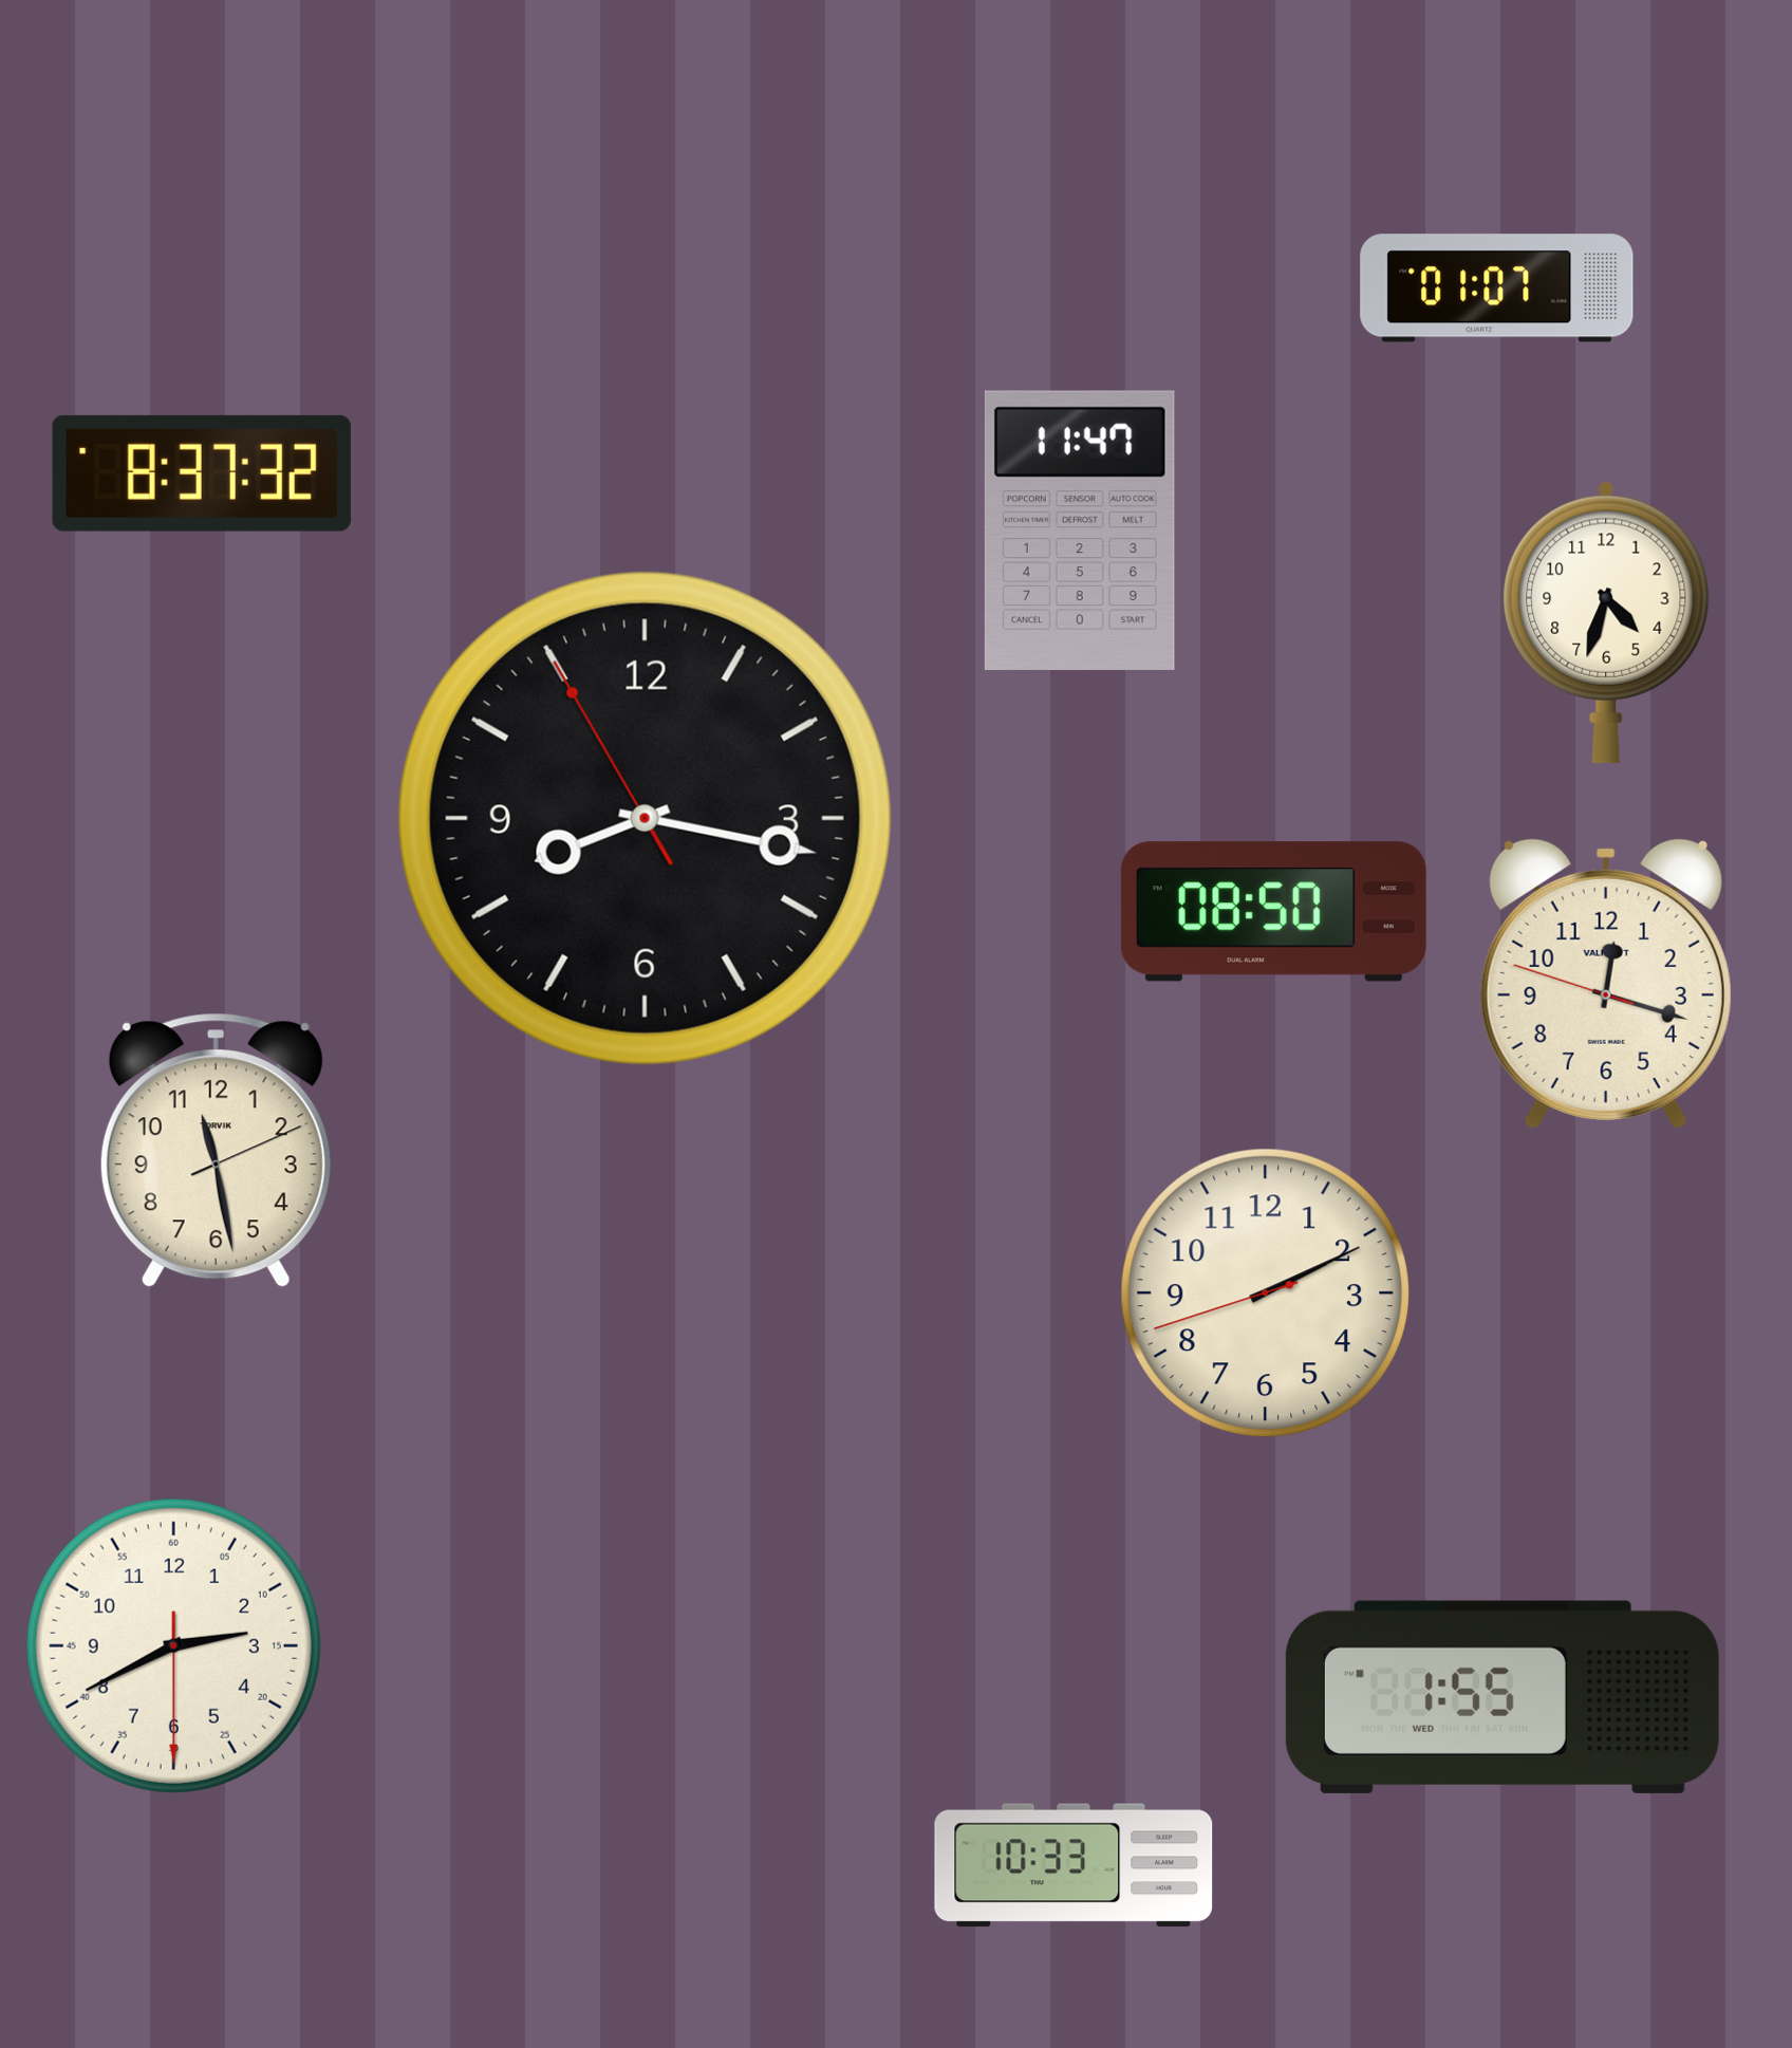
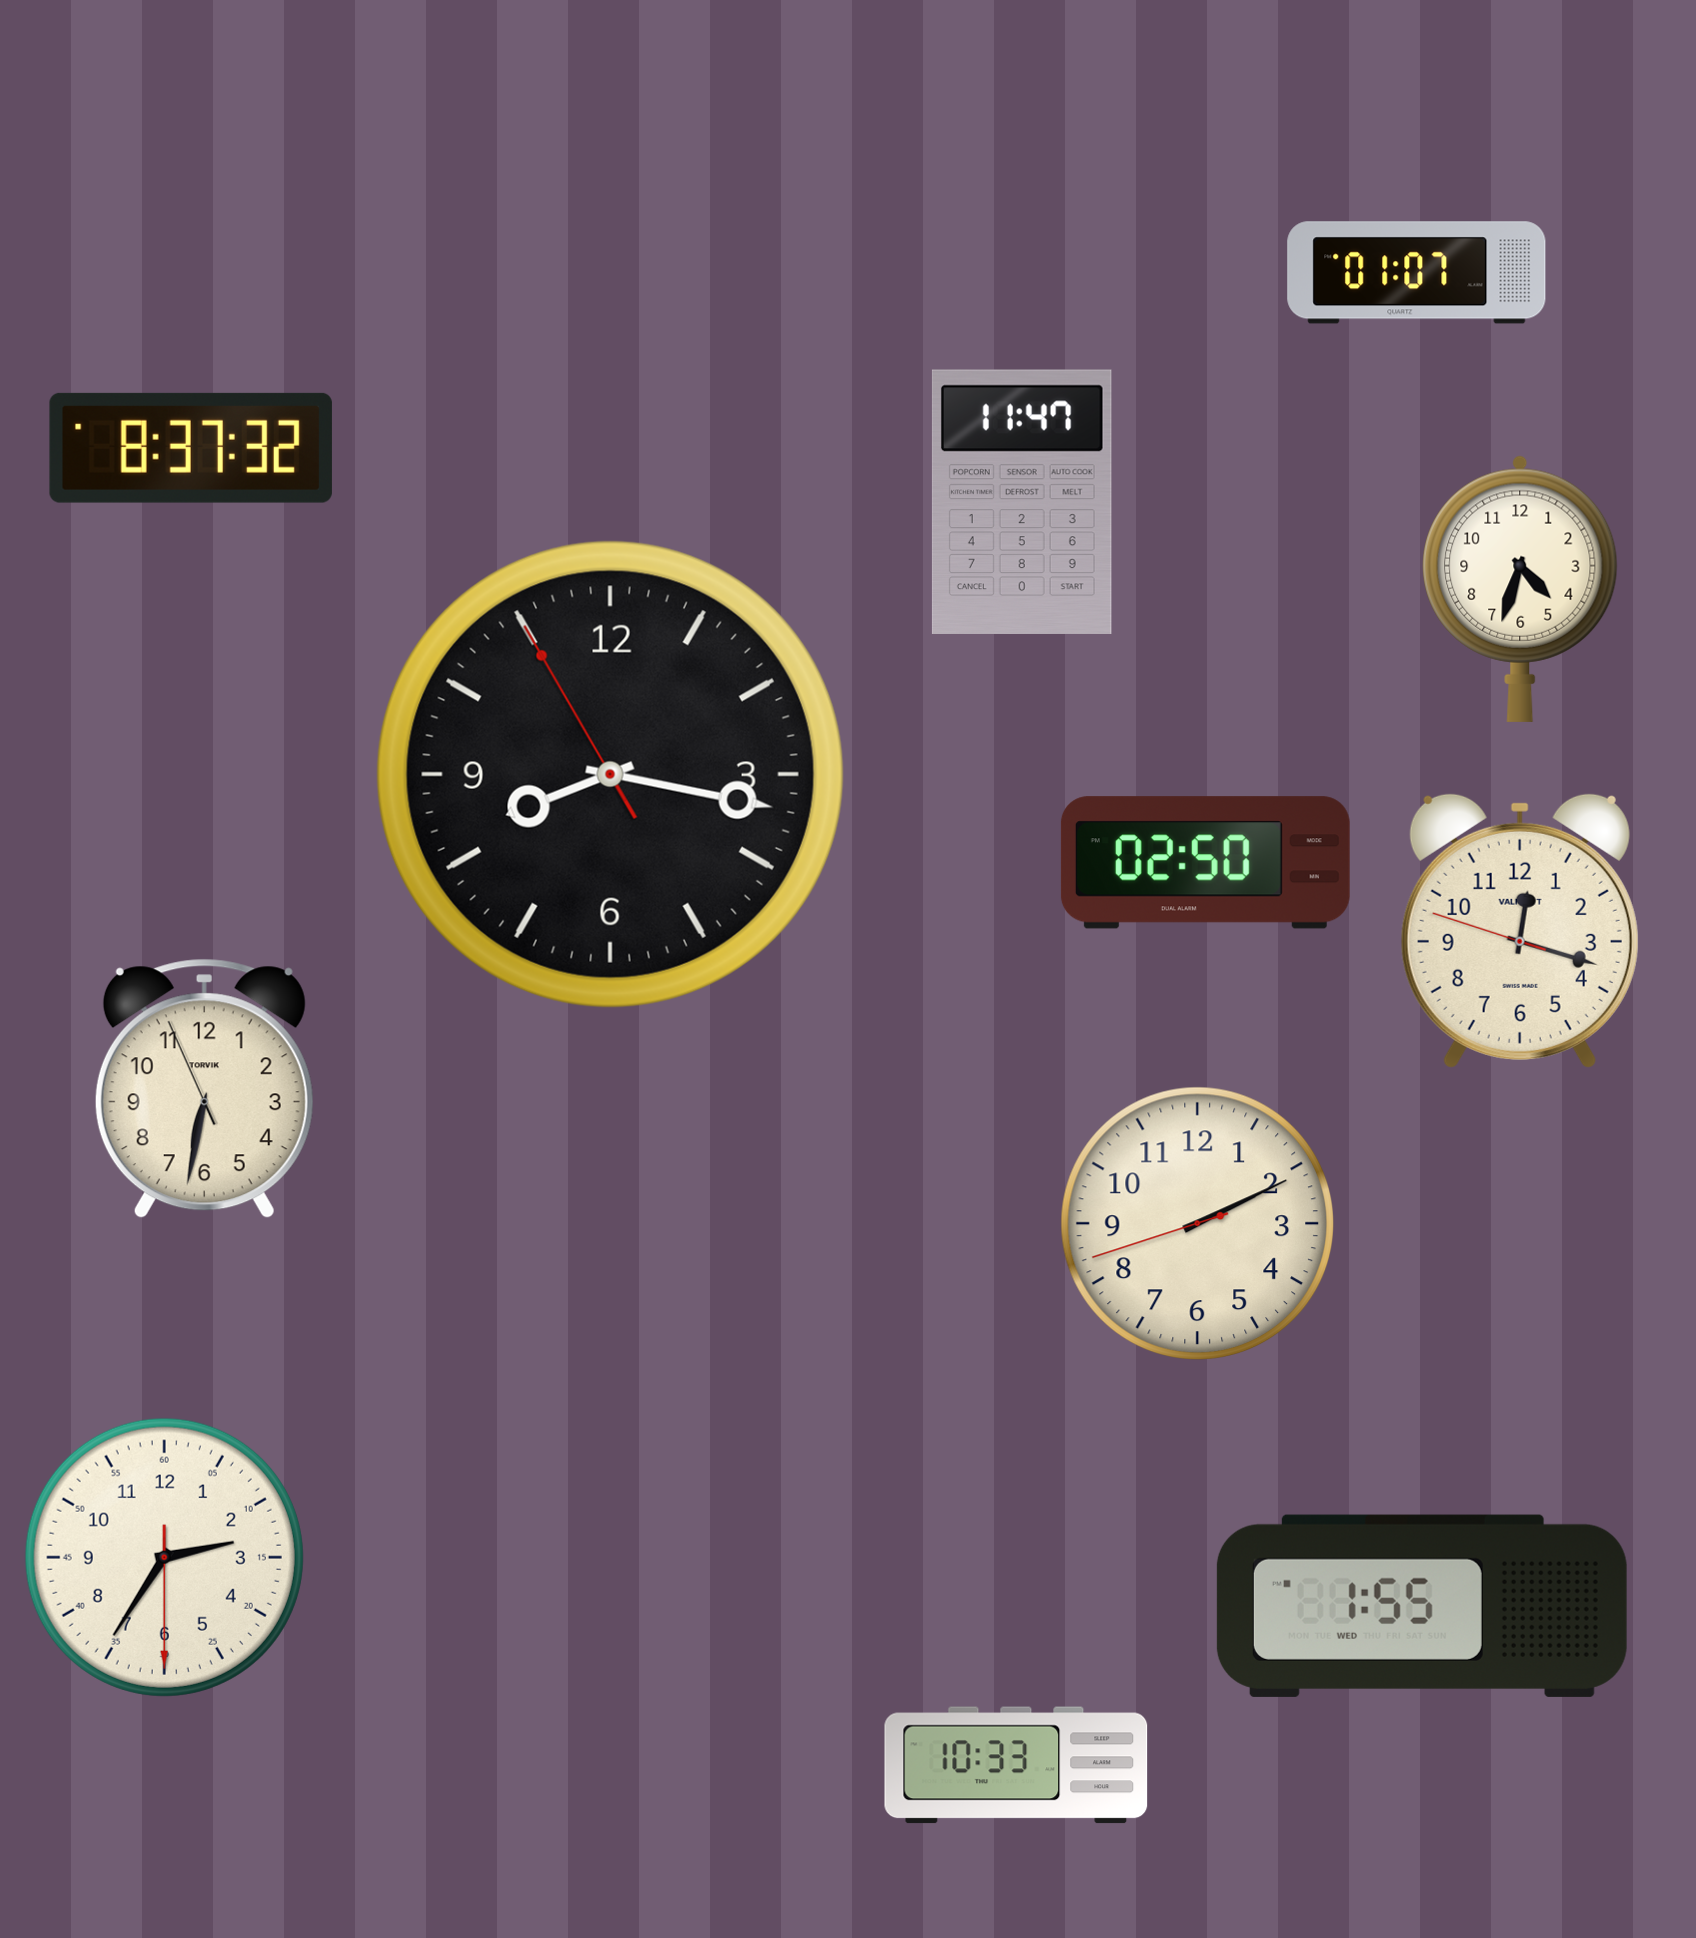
clock at (1273, 912): 08:50 -> 02:50
clock at (216, 1151): 11:28 -> 6:31
clock at (173, 1645): 2:40 -> 2:35
